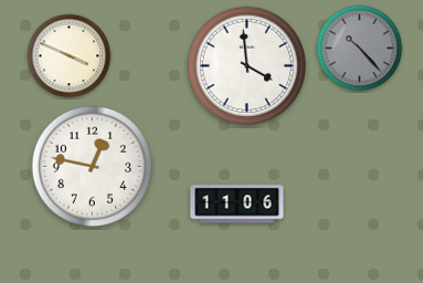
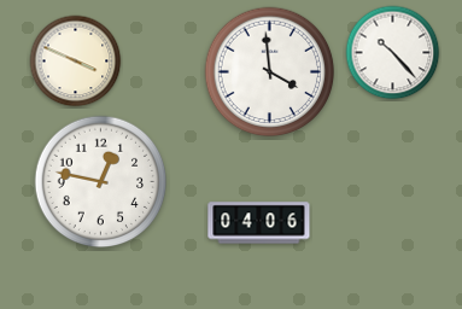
clock at (360, 49) dial: grey -> white
clock at (237, 205): 11:06 -> 04:06
